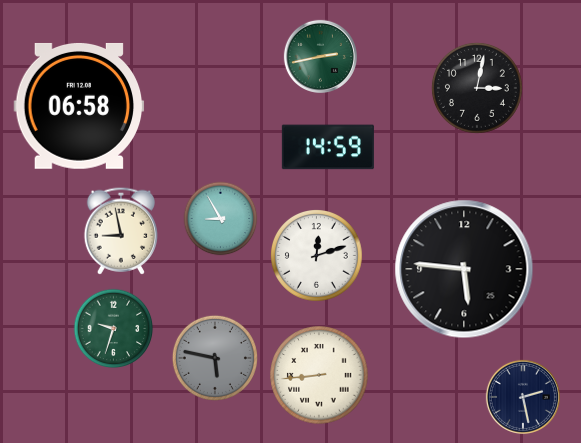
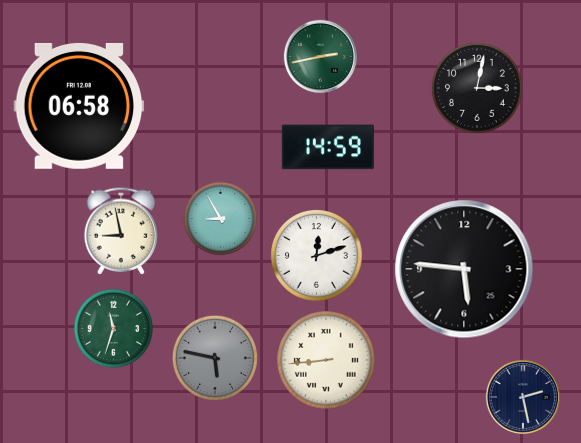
clock at (114, 329): 9:33 -> 11:33
clock at (319, 375) position: (319, 375) -> (326, 360)
